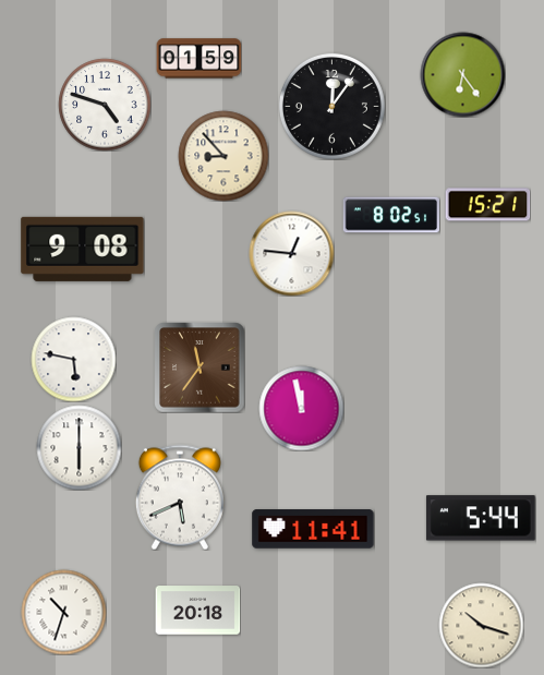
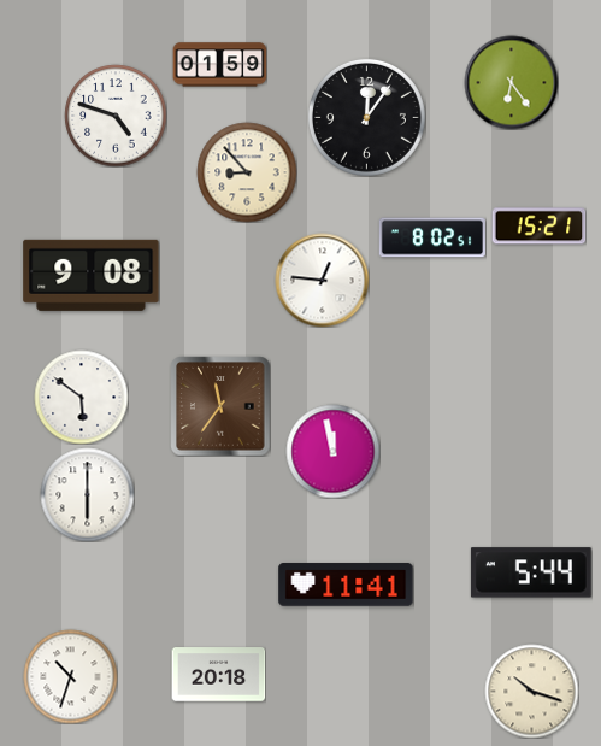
clock at (73, 359): 5:47 -> 5:51
clock at (180, 497): 5:41 -> none
